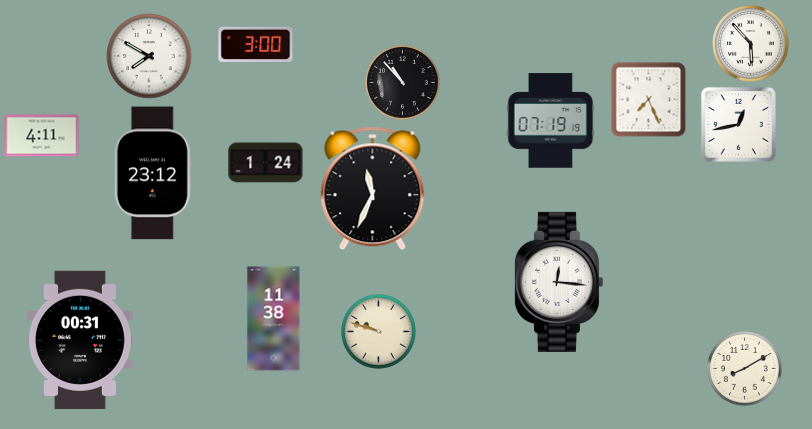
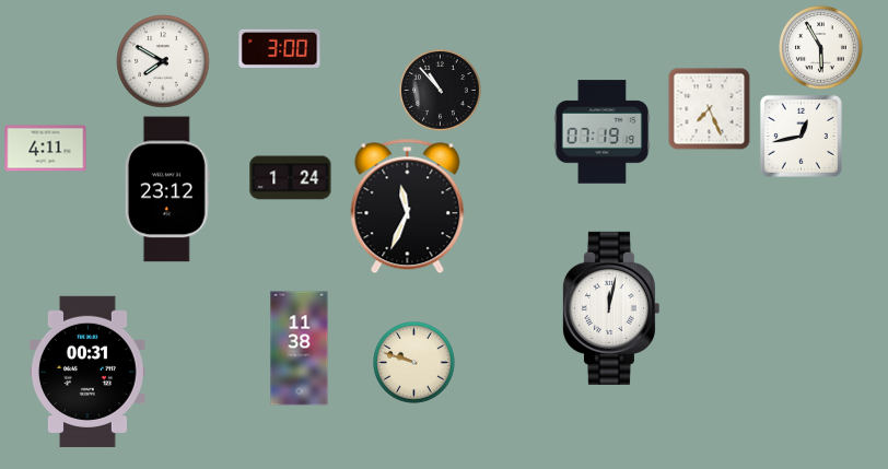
clock at (751, 44): 5:53 -> 5:55
clock at (738, 124) position: (738, 124) -> (801, 136)
clock at (558, 282): 12:16 -> 12:02
clock at (745, 369): 8:10 -> none
